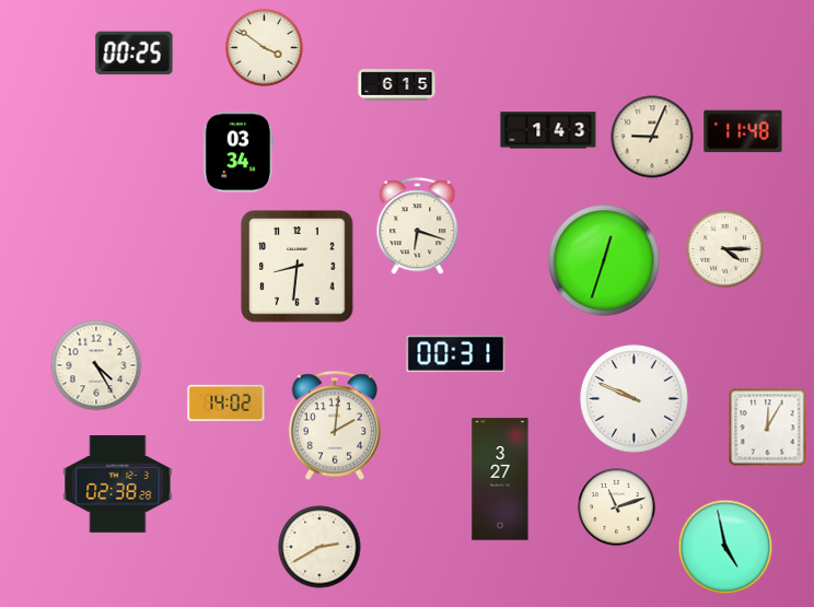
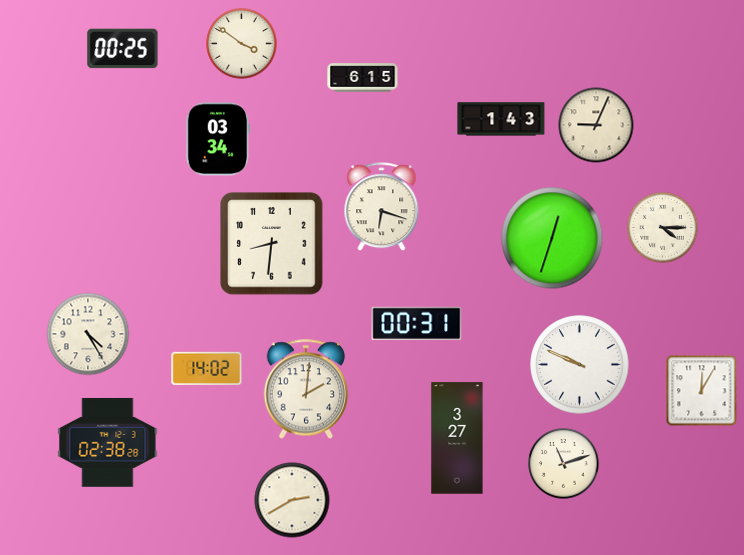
clock at (743, 131): 11:48 -> none
clock at (725, 547): 4:58 -> none
